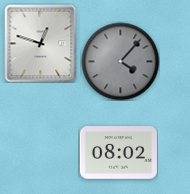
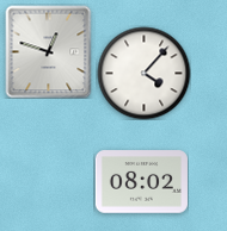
clock at (120, 61) dial: grey -> white
